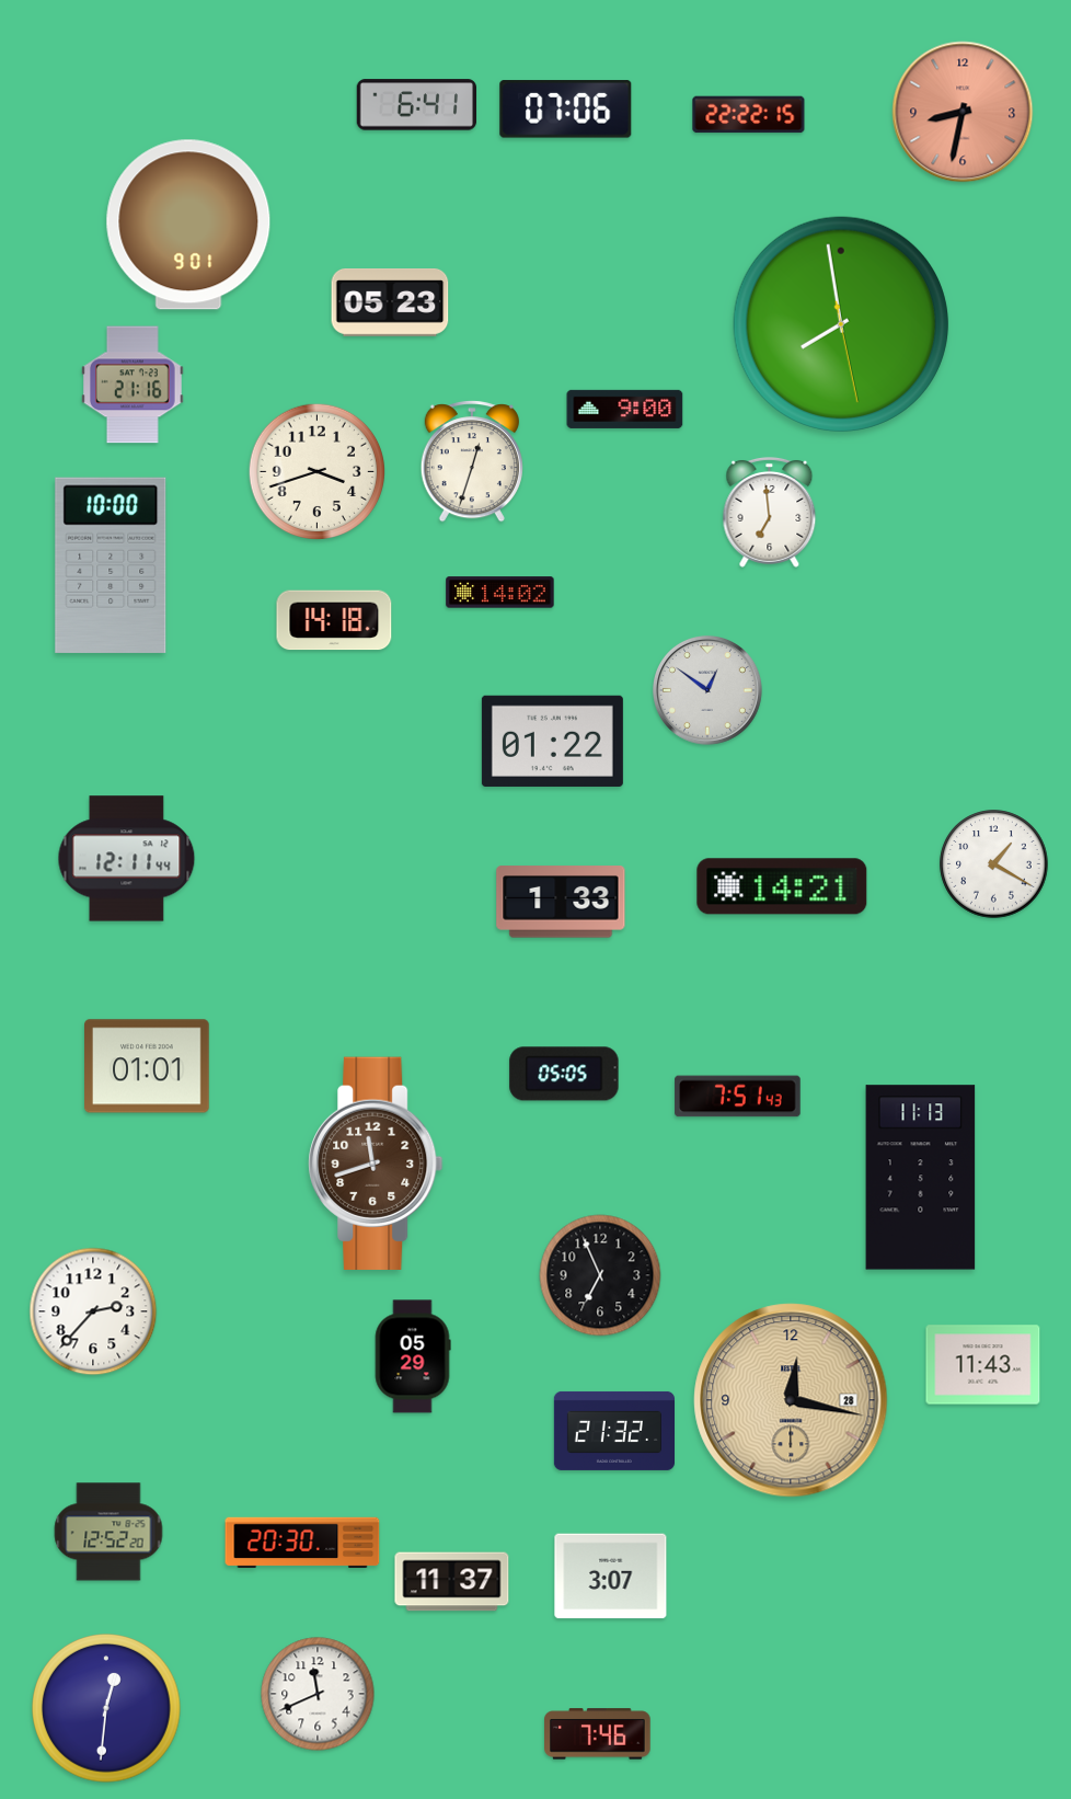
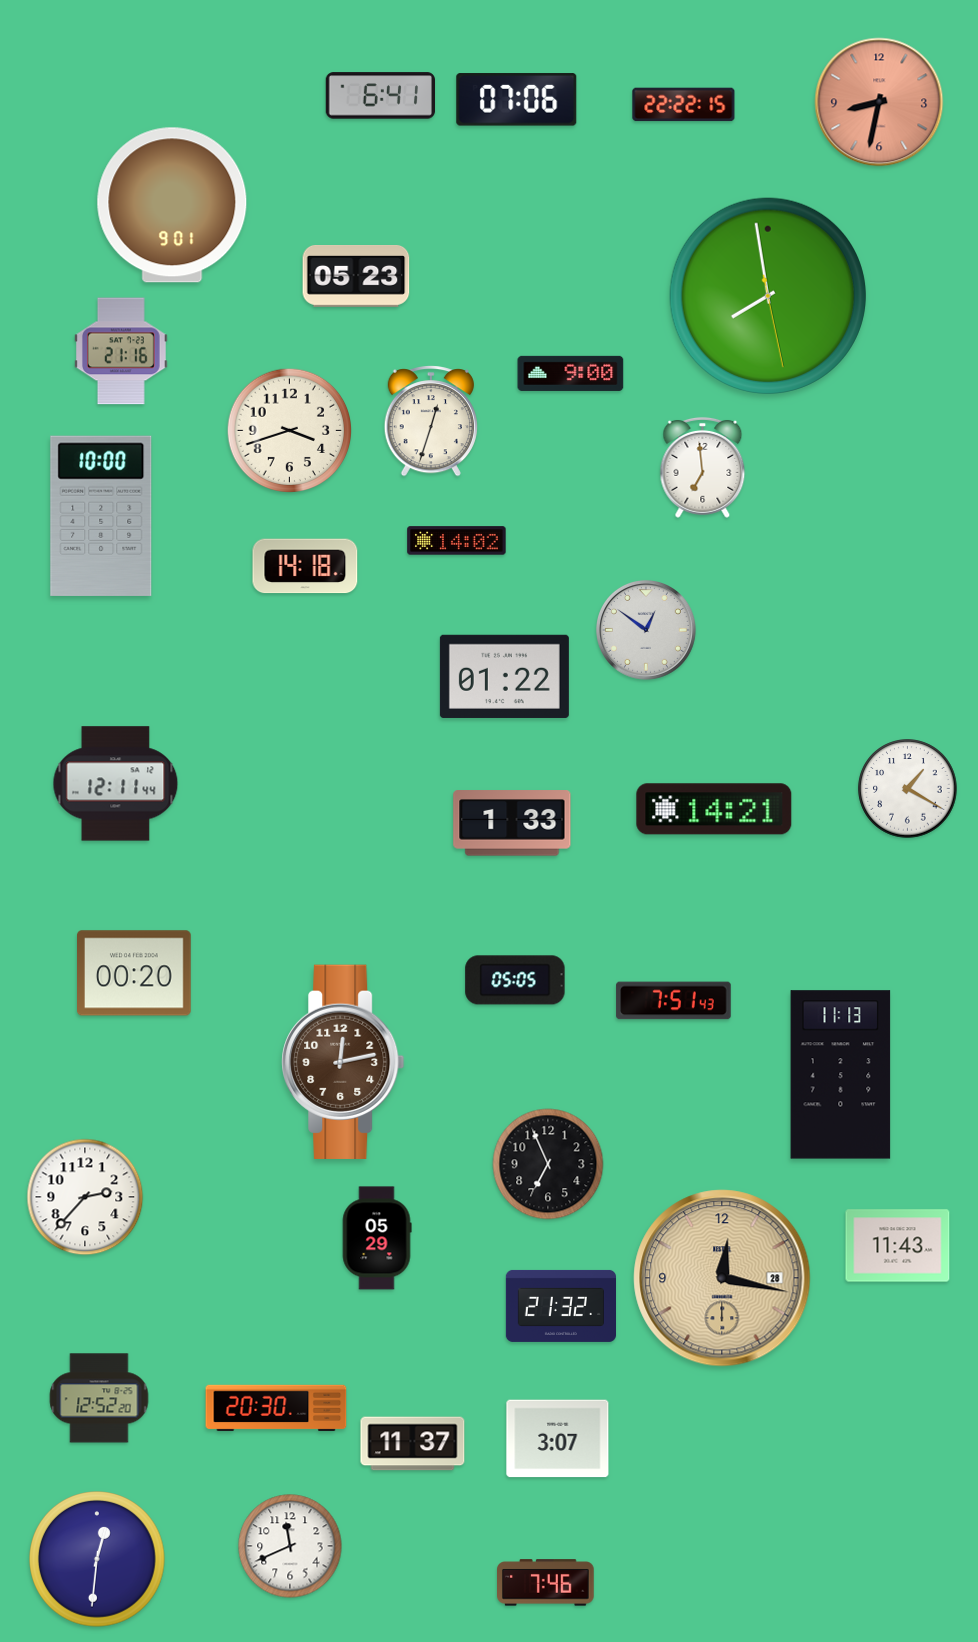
clock at (148, 1066): 01:01 -> 00:20
clock at (376, 1164): 11:42 -> 12:13
